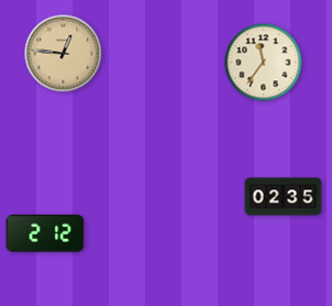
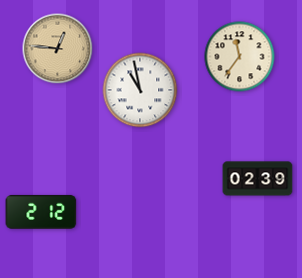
clock at (140, 90): none -> 10:58
clock at (284, 197): 02:35 -> 02:39
